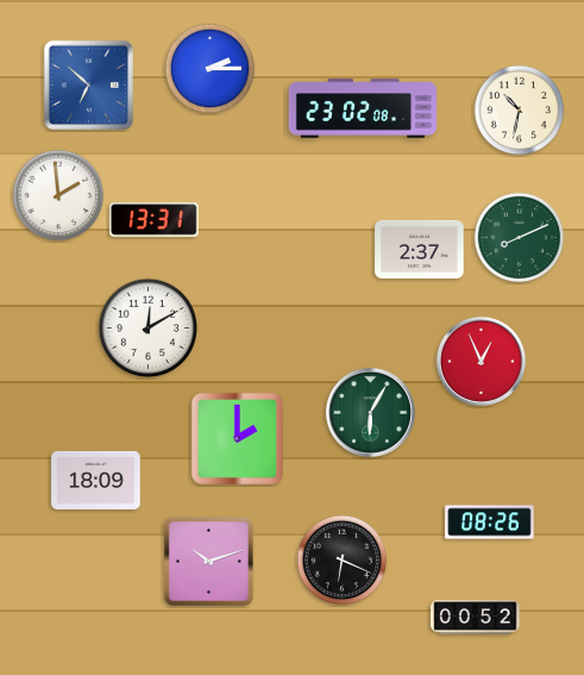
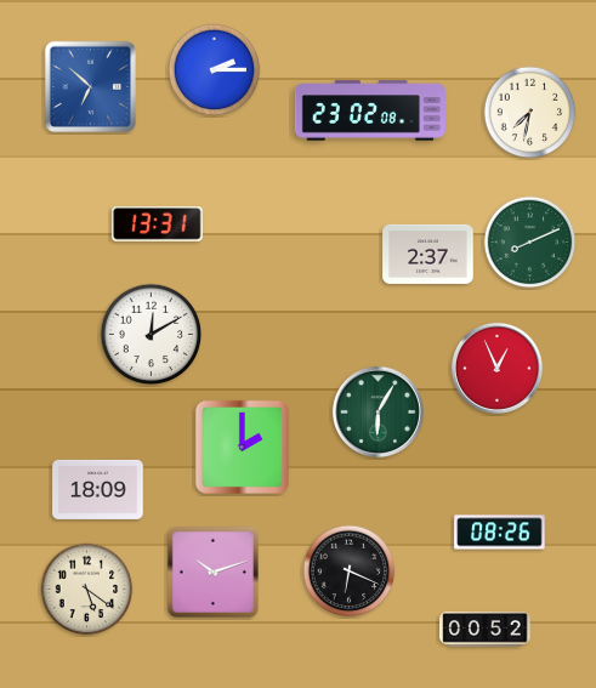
clock at (520, 111): 10:32 -> 7:32
clock at (58, 195): 1:59 -> none
clock at (481, 361) position: (481, 361) -> (496, 368)
clock at (370, 412) position: (370, 412) -> (378, 411)
clock at (87, 590): none -> 5:21
